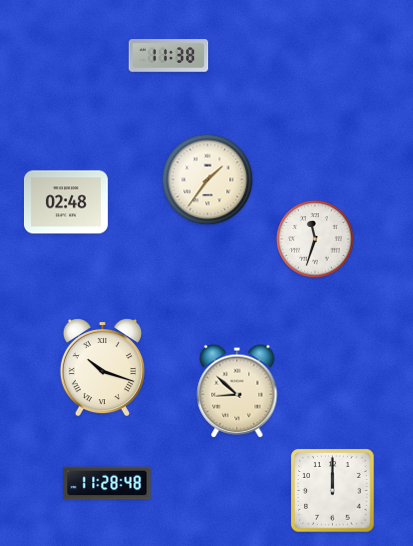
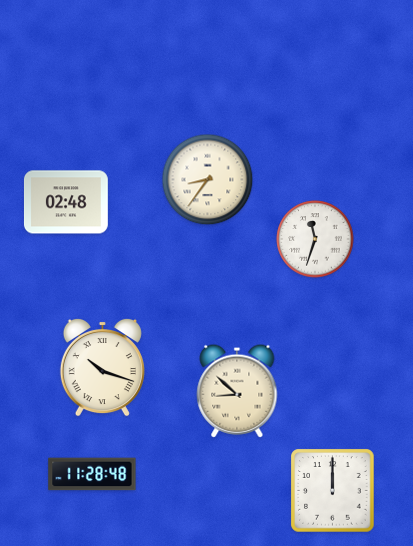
clock at (169, 56): 11:38 -> none
clock at (208, 180): 1:36 -> 8:36
clock at (107, 483) position: (107, 483) -> (92, 474)
